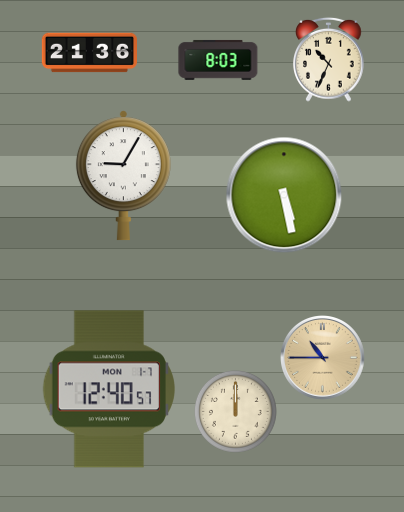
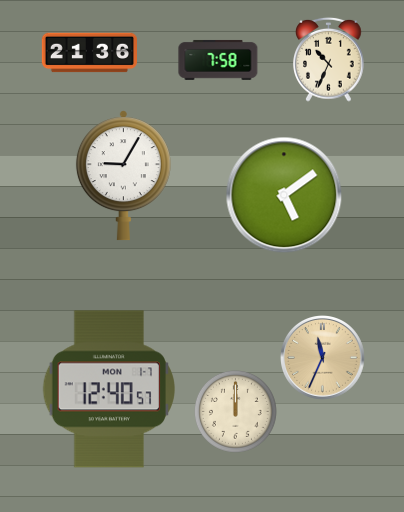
clock at (218, 60): 8:03 -> 7:58
clock at (284, 195): 5:28 -> 5:09
clock at (323, 358): 10:45 -> 11:34
